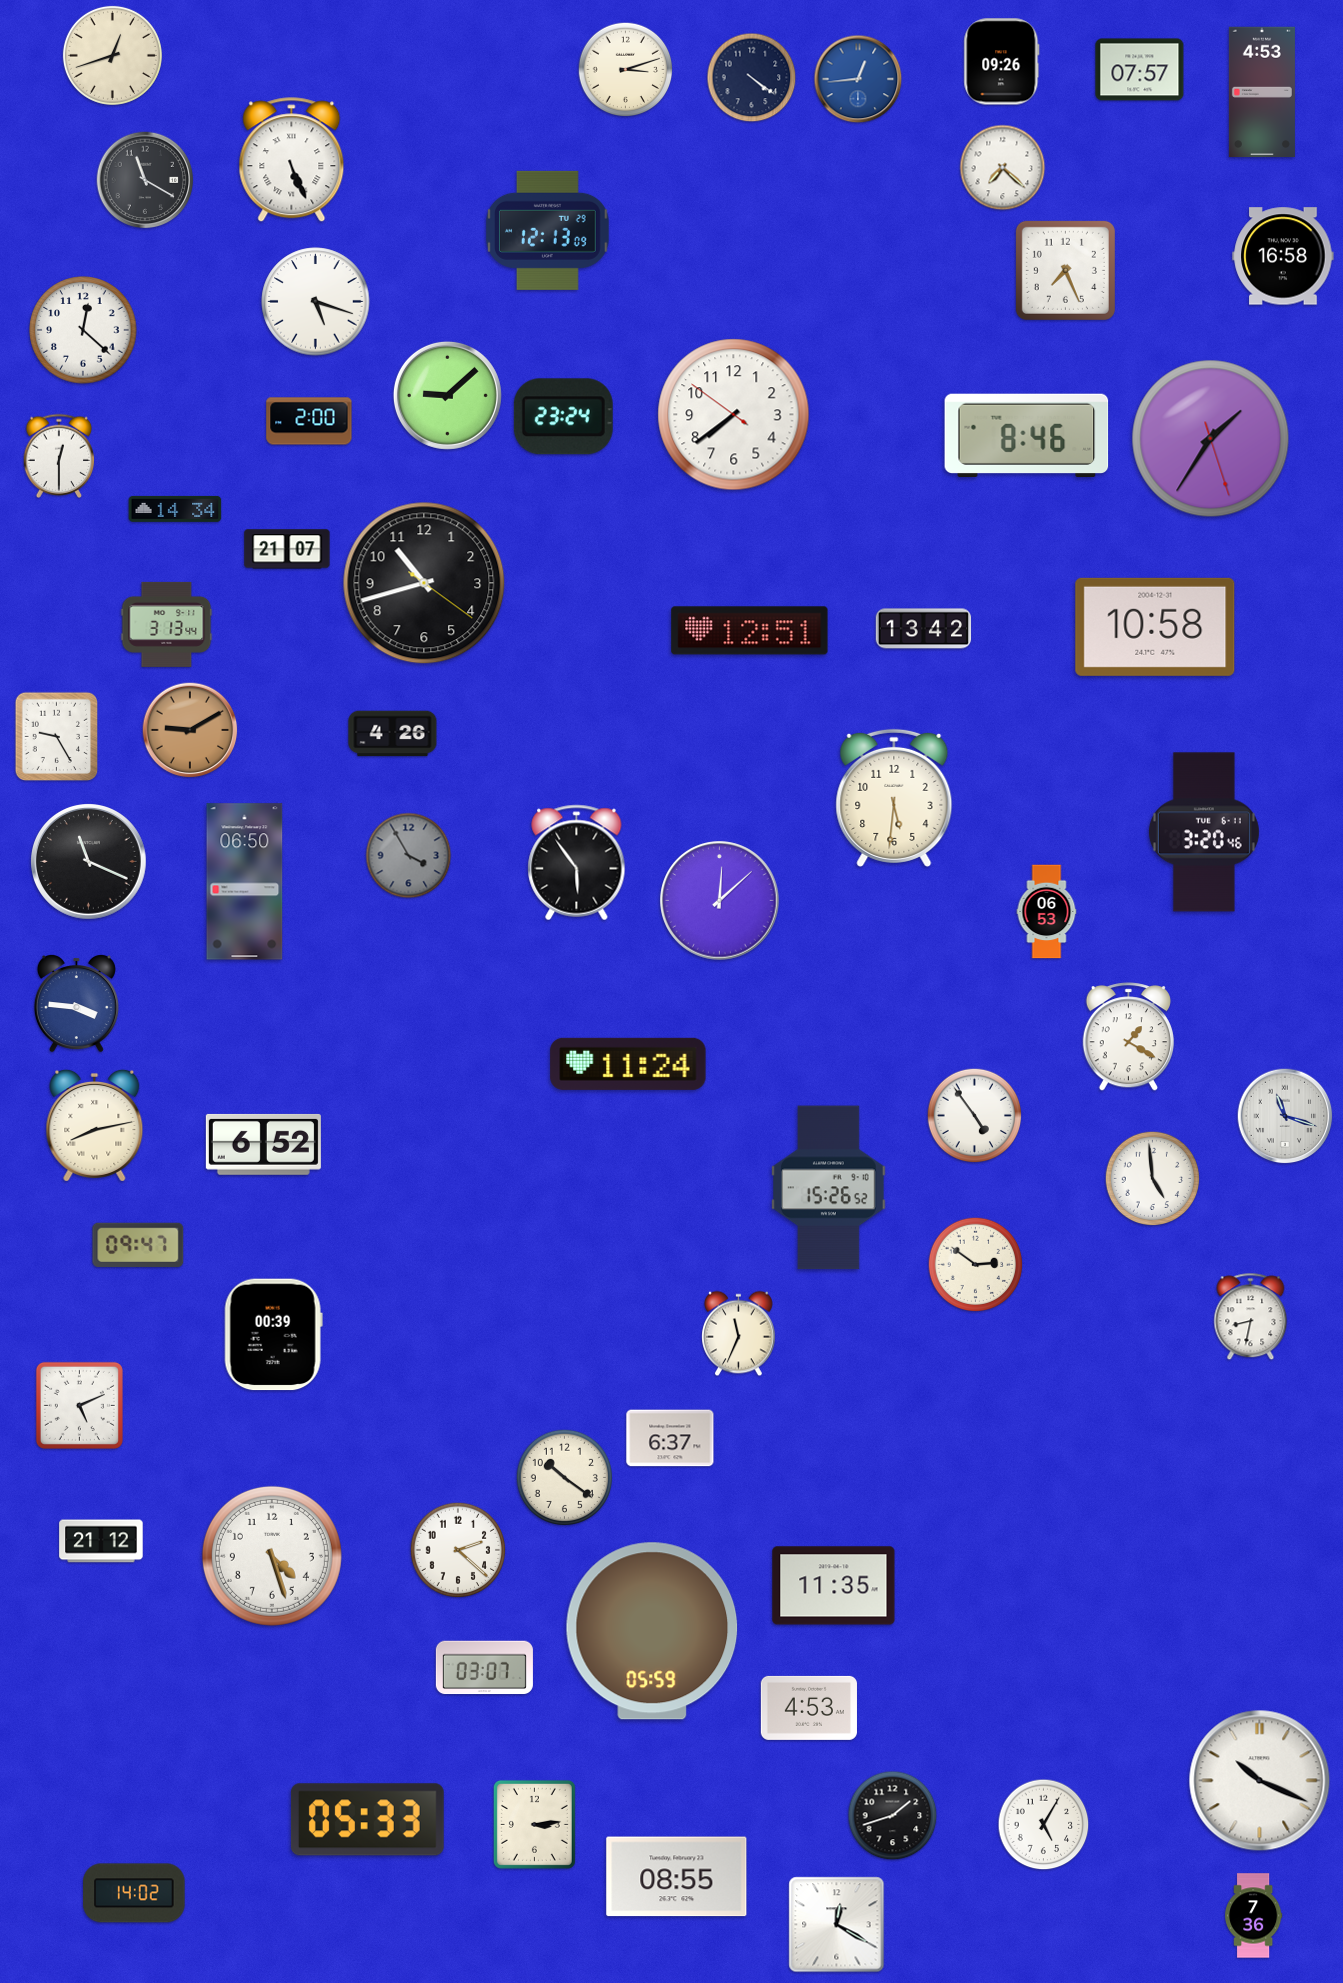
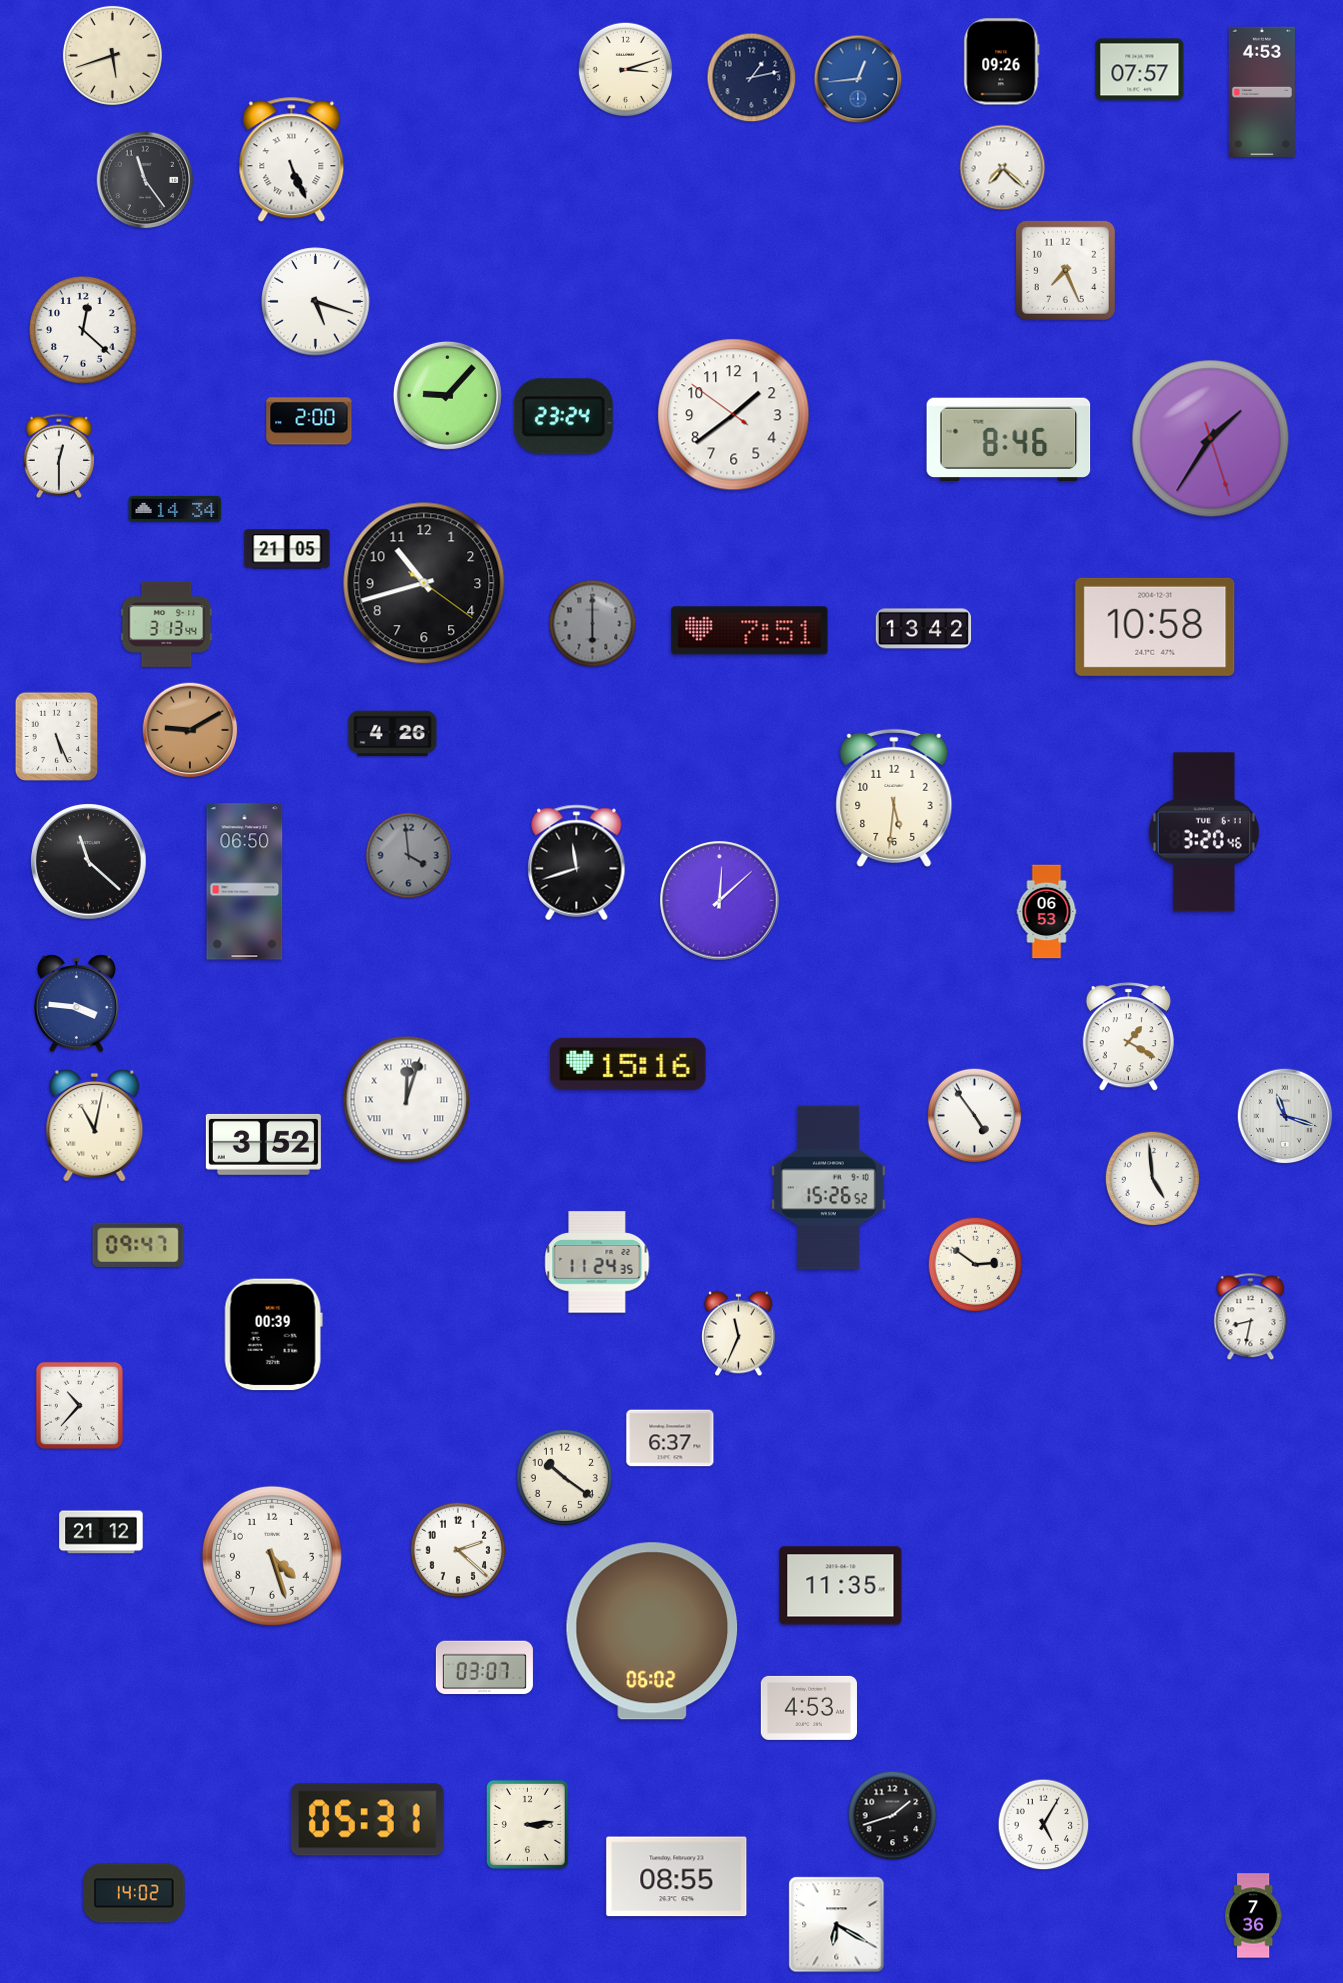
clock at (112, 55): 12:42 -> 5:42
clock at (752, 78): 4:21 -> 1:13
clock at (145, 180): 11:20 -> 11:24
clock at (548, 230): 12:13 -> none
clock at (1283, 256): 16:58 -> none
clock at (447, 395): 9:08 -> 9:07
clock at (734, 415): 7:38 -> 1:38
clock at (1027, 435) position: (1027, 435) -> (1009, 439)
clock at (287, 549): 21:07 -> 21:05
clock at (593, 624): none -> 6:00
clock at (750, 631): 12:51 -> 7:51
clock at (57, 737): 9:25 -> 5:26
clock at (409, 856): 3:55 -> 3:59
clock at (89, 862): 11:19 -> 11:22
clock at (577, 863): 5:54 -> 11:42
clock at (628, 1064): 11:24 -> 15:16
clock at (407, 1100): none -> 12:03
clock at (95, 1125): 8:13 -> 11:02
clock at (263, 1144): 6:52 -> 3:52
clock at (597, 1262): none -> 11:24
clock at (79, 1405): 5:11 -> 10:37
clock at (101, 1541) position: (101, 1541) -> (101, 1532)
clock at (834, 1586) position: (834, 1586) -> (841, 1586)
clock at (652, 1631): 05:59 -> 06:02
clock at (1260, 1781): 10:19 -> none
clock at (367, 1820): 05:33 -> 05:31
clock at (534, 1824) position: (534, 1824) -> (527, 1824)
clock at (837, 1925): 12:20 -> 6:20
